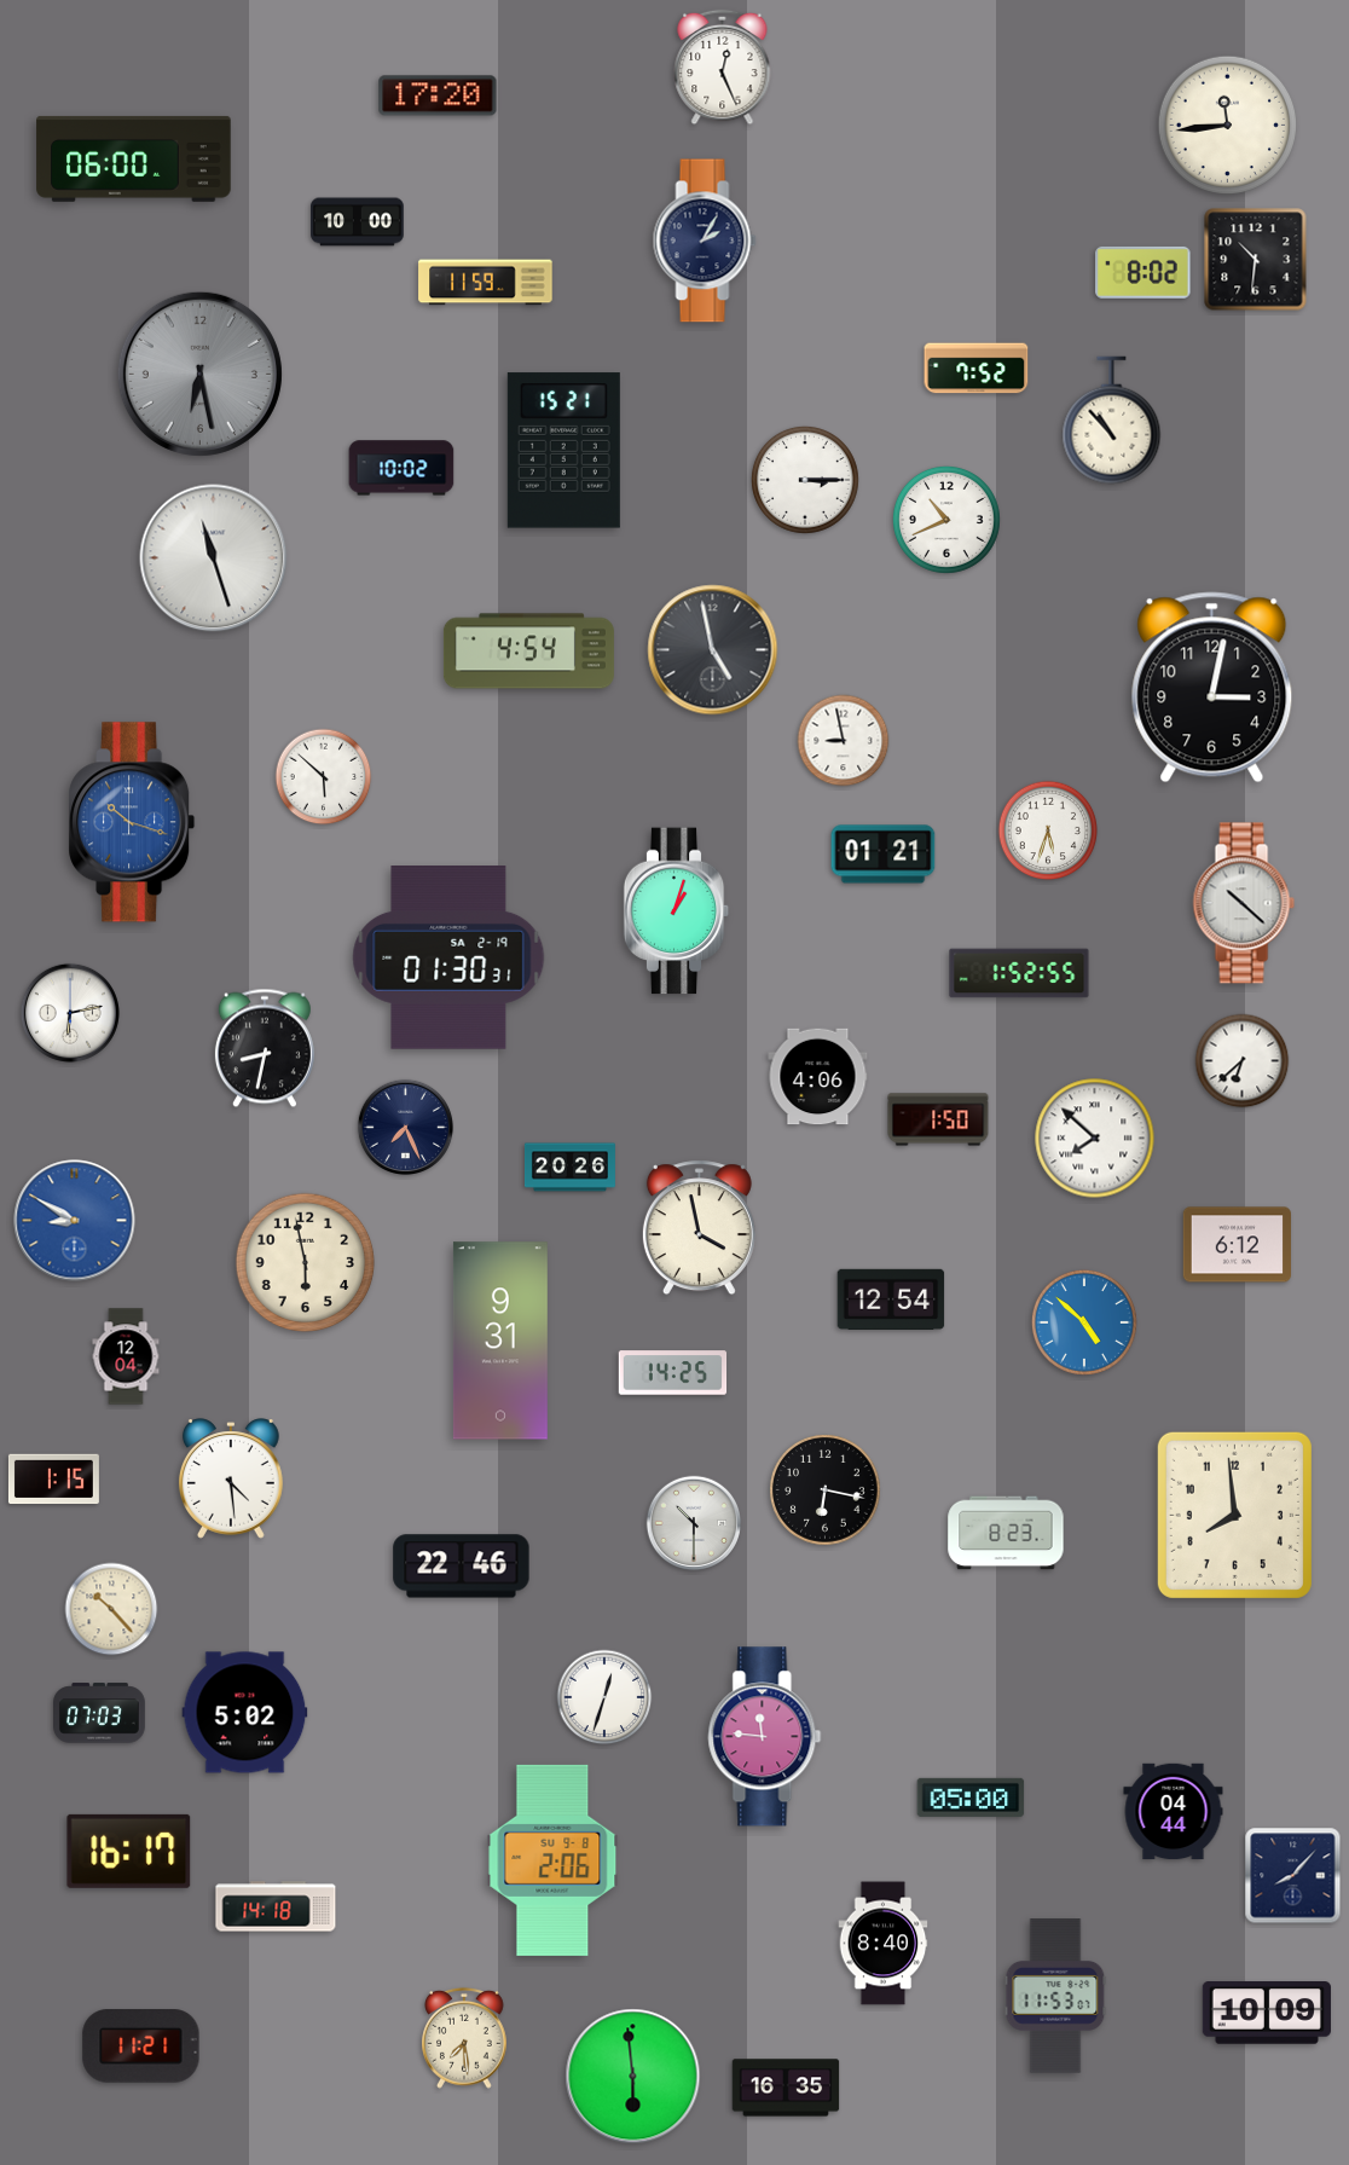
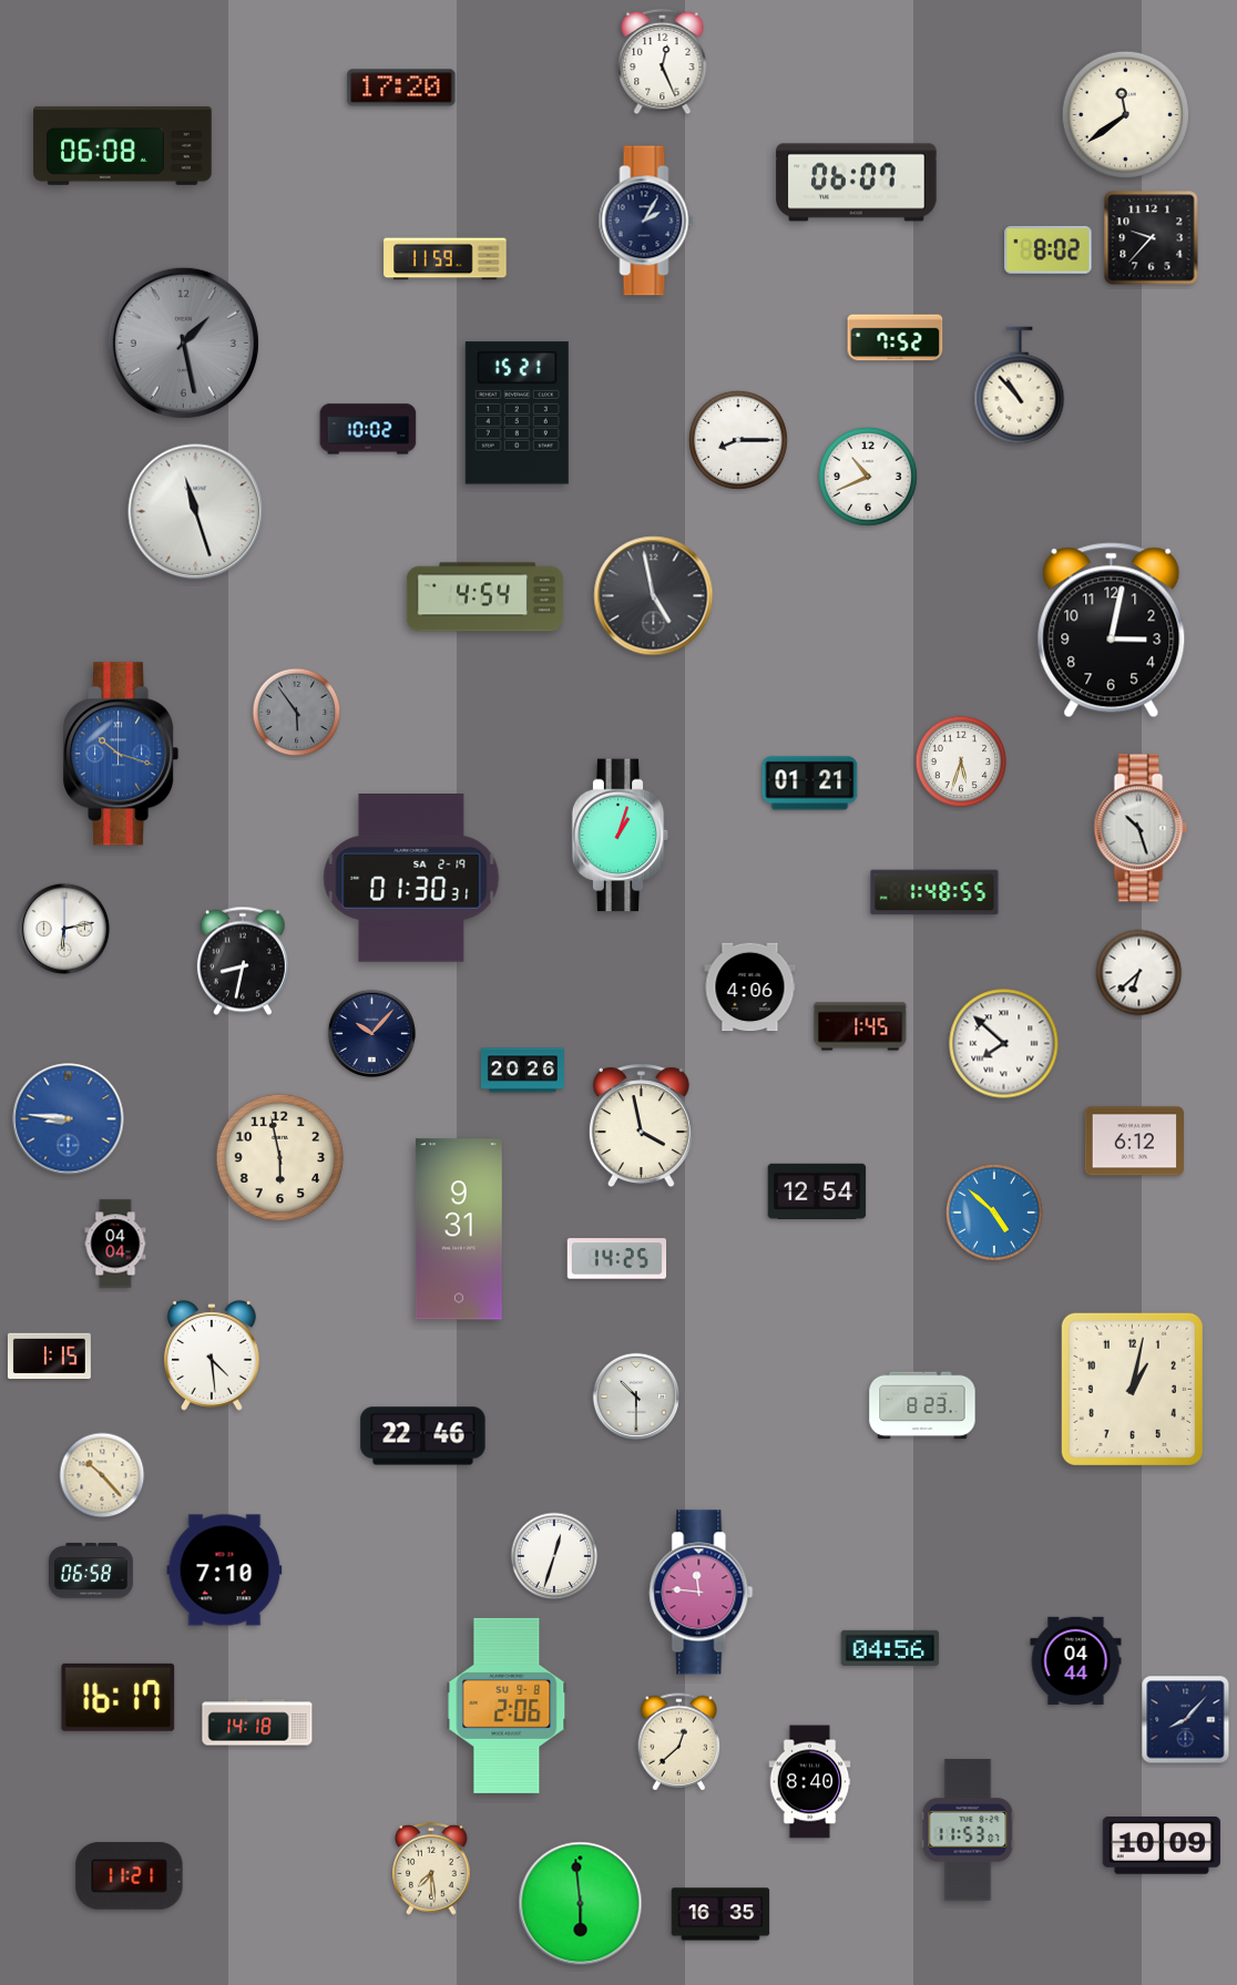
clock at (1228, 126): 11:44 -> 11:39
clock at (134, 158): 06:00 -> 06:08
clock at (857, 183): none -> 06:07
clock at (358, 222): 10:00 -> none
clock at (1256, 260): 10:31 -> 9:37
clock at (199, 374): 6:28 -> 1:28
clock at (805, 480): 3:15 -> 8:15
clock at (844, 741): 8:58 -> none
clock at (324, 777): 5:52 -> 5:54
clock at (324, 777) dial: white -> grey
clock at (1244, 903): 10:22 -> 10:27
clock at (1019, 973): 1:52 -> 1:48
clock at (938, 1119): 1:50 -> 1:45
clock at (405, 1127): 7:26 -> 10:07
clock at (75, 1221): 8:50 -> 8:46
clock at (126, 1356): 12:04 -> 04:04
clock at (826, 1490): 6:17 -> none
clock at (1234, 1515): 7:59 -> 1:02
clock at (100, 1713): 07:03 -> 06:58
clock at (245, 1713): 5:02 -> 7:10
clock at (971, 1798): 05:00 -> 04:56
clock at (679, 1742): none -> 12:38
clock at (276, 1906) position: (276, 1906) -> (257, 1722)
clock at (465, 2038) position: (465, 2038) -> (432, 1869)
